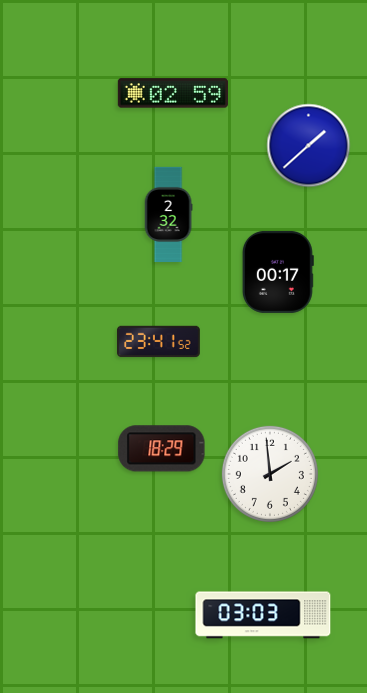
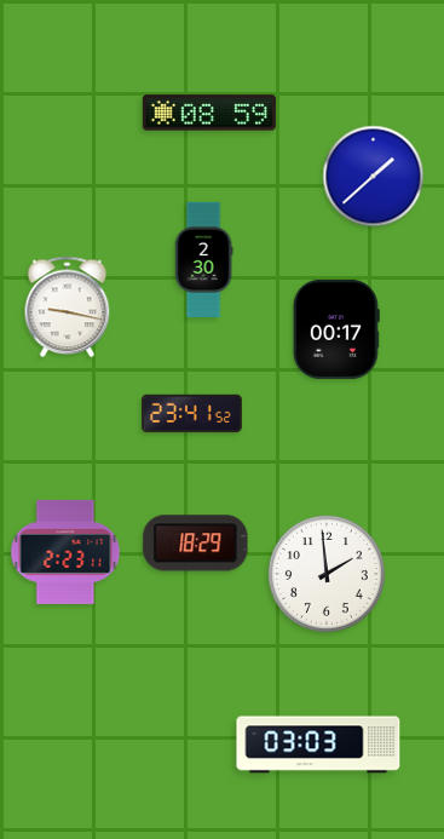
clock at (173, 93): 02:59 -> 08:59
clock at (168, 215): 2:32 -> 2:30
clock at (68, 308): none -> 9:17
clock at (65, 552): none -> 2:23
